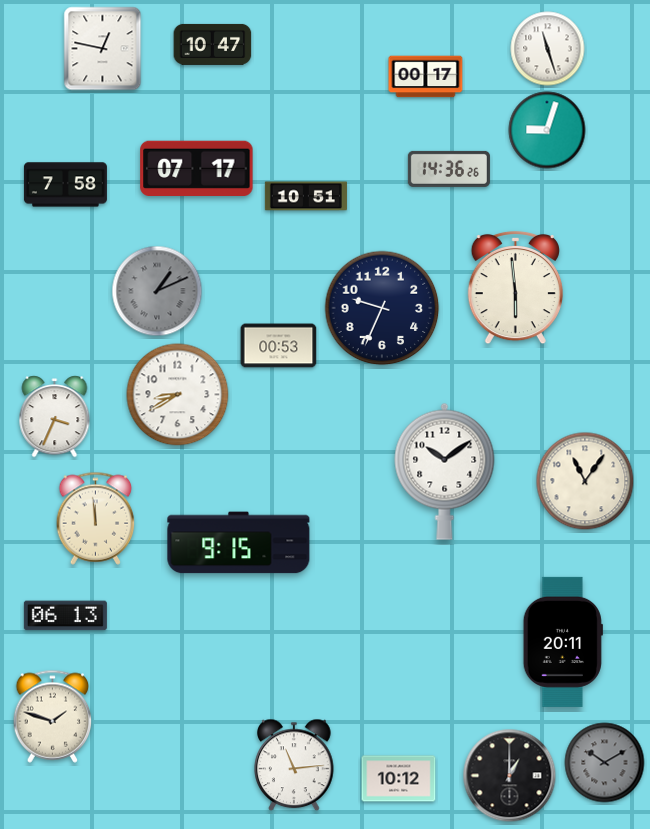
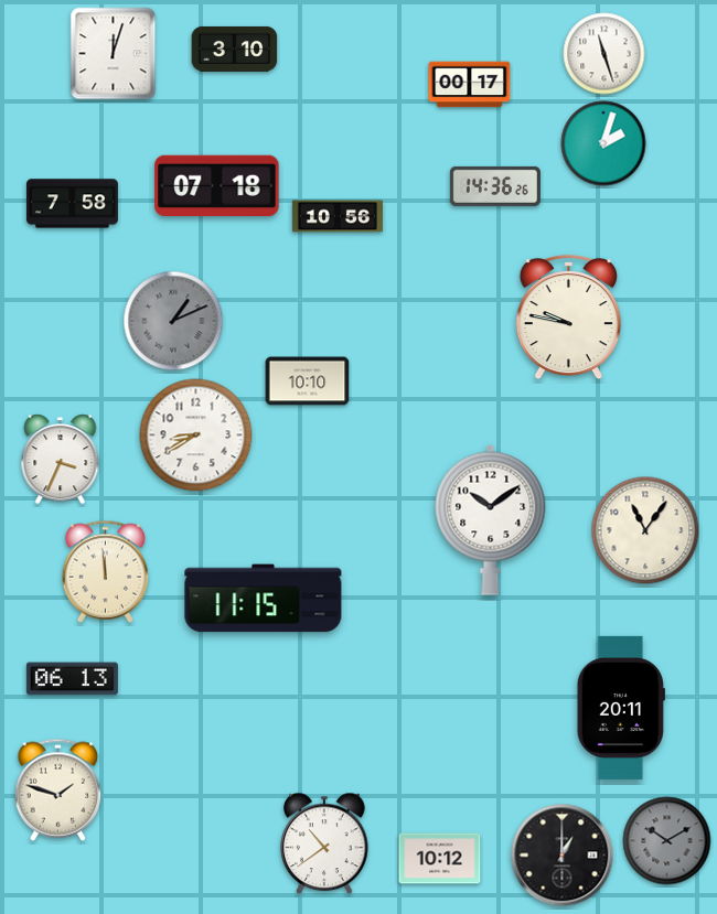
clock at (213, 44): 10:47 -> 3:10
clock at (103, 49): 12:47 -> 12:03
clock at (547, 130): 9:03 -> 2:03
clock at (197, 168): 07:17 -> 07:18
clock at (306, 196): 10:51 -> 10:56
clock at (515, 288): 5:59 -> 9:47
clock at (382, 308): 9:34 -> none
clock at (279, 346): 00:53 -> 10:10
clock at (239, 543): 9:15 -> 11:15
clock at (294, 765): 11:14 -> 10:39
